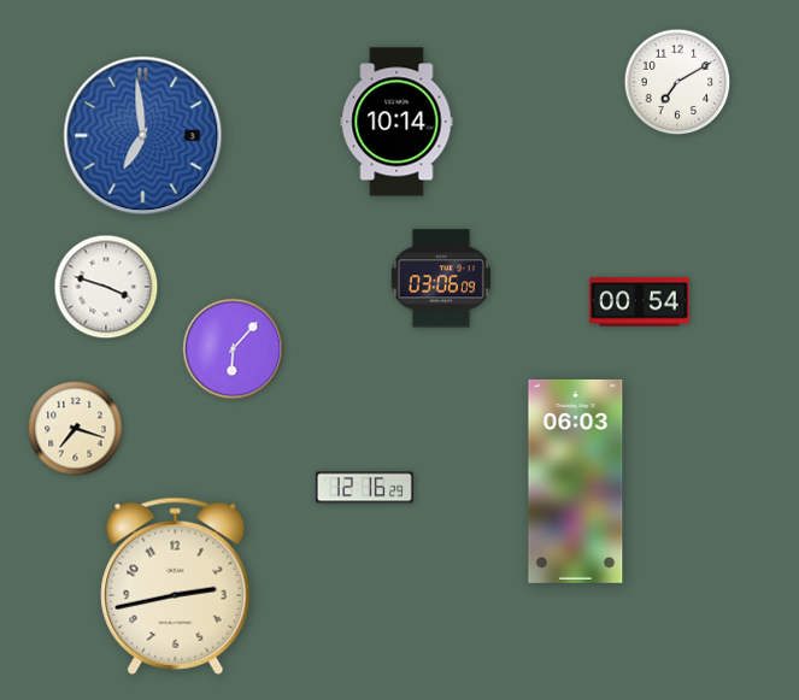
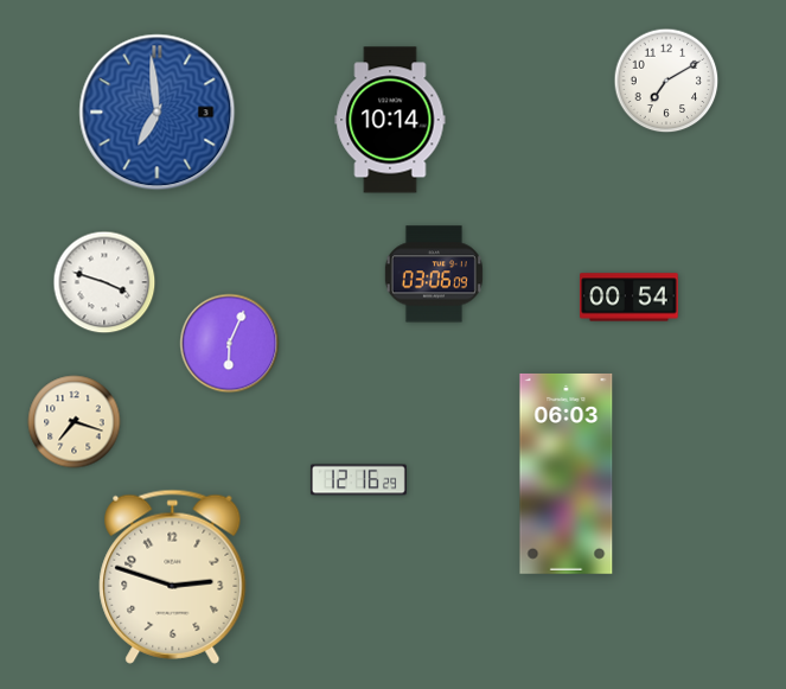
clock at (143, 136) position: (143, 136) -> (158, 113)
clock at (234, 349): 6:07 -> 6:04
clock at (176, 586): 2:43 -> 2:48
